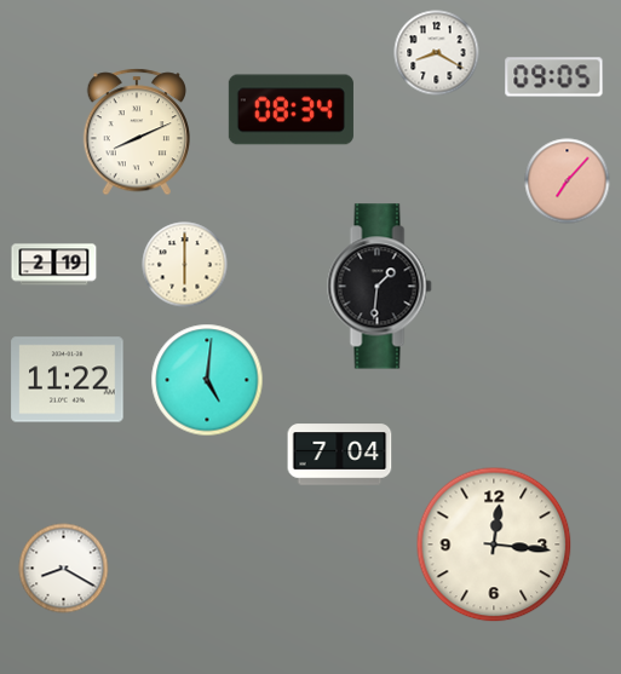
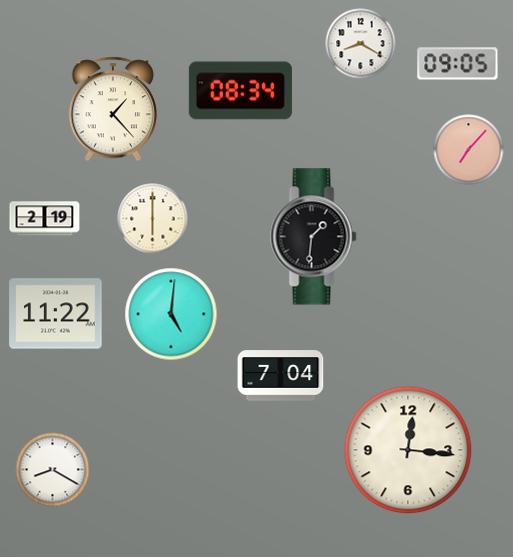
clock at (137, 132): 8:11 -> 1:23
